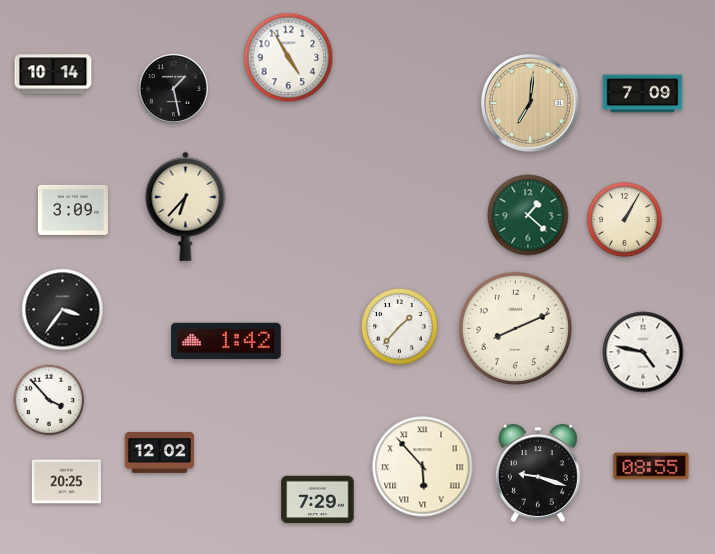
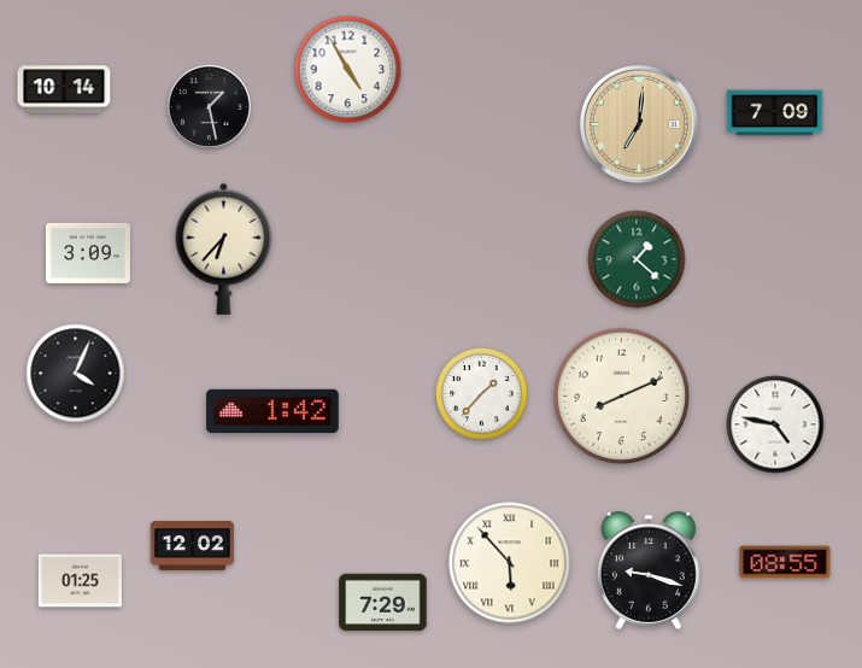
clock at (624, 219): 1:05 -> none
clock at (63, 310): 3:36 -> 4:04
clock at (49, 400): 3:53 -> none
clock at (66, 482): 20:25 -> 01:25
